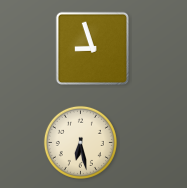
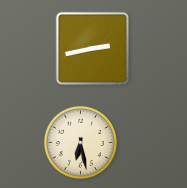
clock at (93, 49): 8:57 -> 2:43
